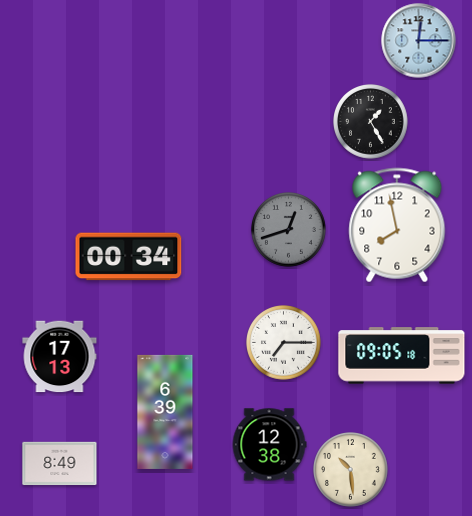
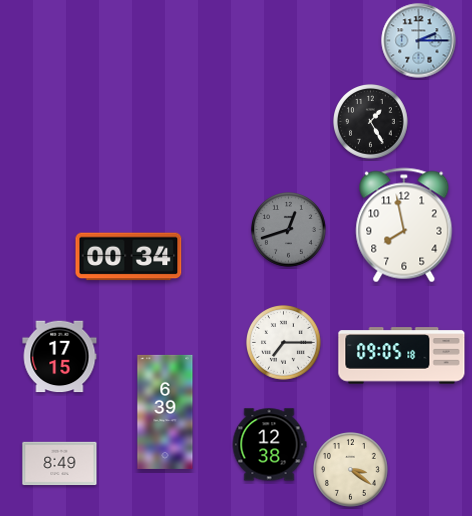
clock at (419, 41): 12:15 -> 2:15
clock at (397, 225) position: (397, 225) -> (404, 225)
clock at (60, 357): 17:13 -> 17:15
clock at (351, 470): 10:29 -> 3:21
